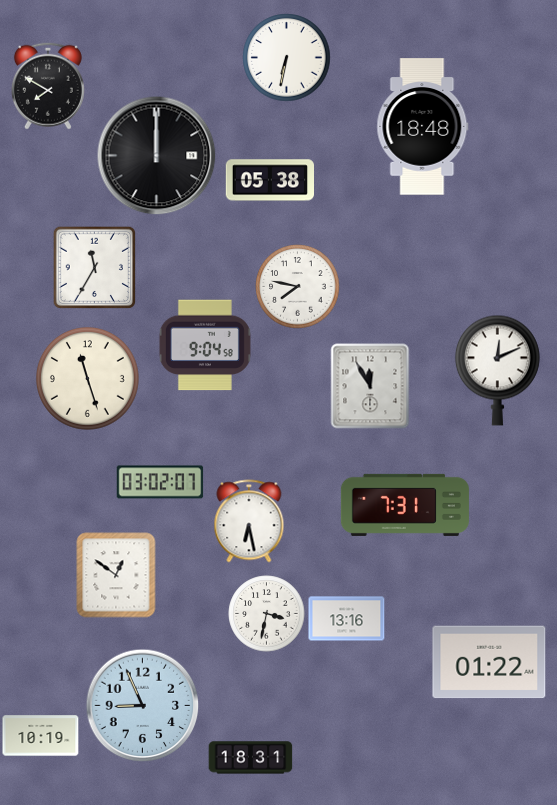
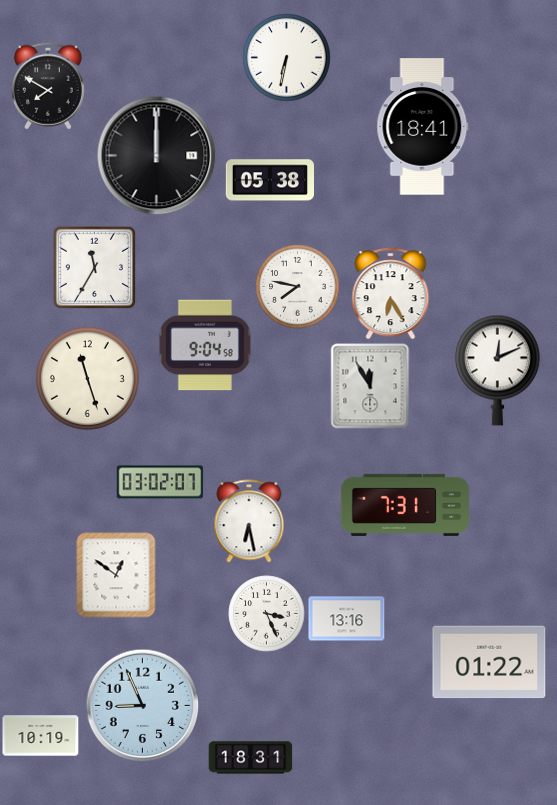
clock at (423, 127): 18:48 -> 18:41
clock at (391, 294): none -> 6:25
clock at (267, 614): 3:32 -> 3:26
